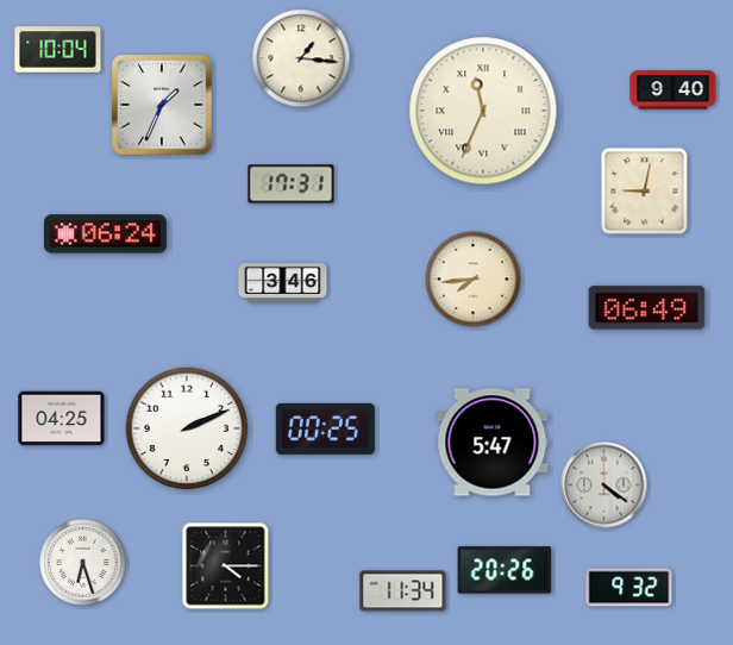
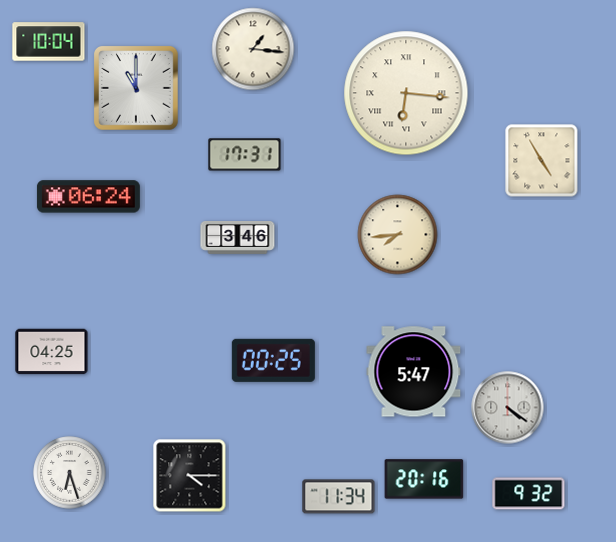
clock at (674, 90): 9:40 -> none
clock at (163, 106): 1:34 -> 11:00
clock at (483, 111): 11:34 -> 6:16
clock at (645, 192): 9:02 -> 4:55
clock at (647, 308): 06:49 -> none
clock at (187, 428): 2:11 -> none
clock at (505, 570): 20:26 -> 20:16
